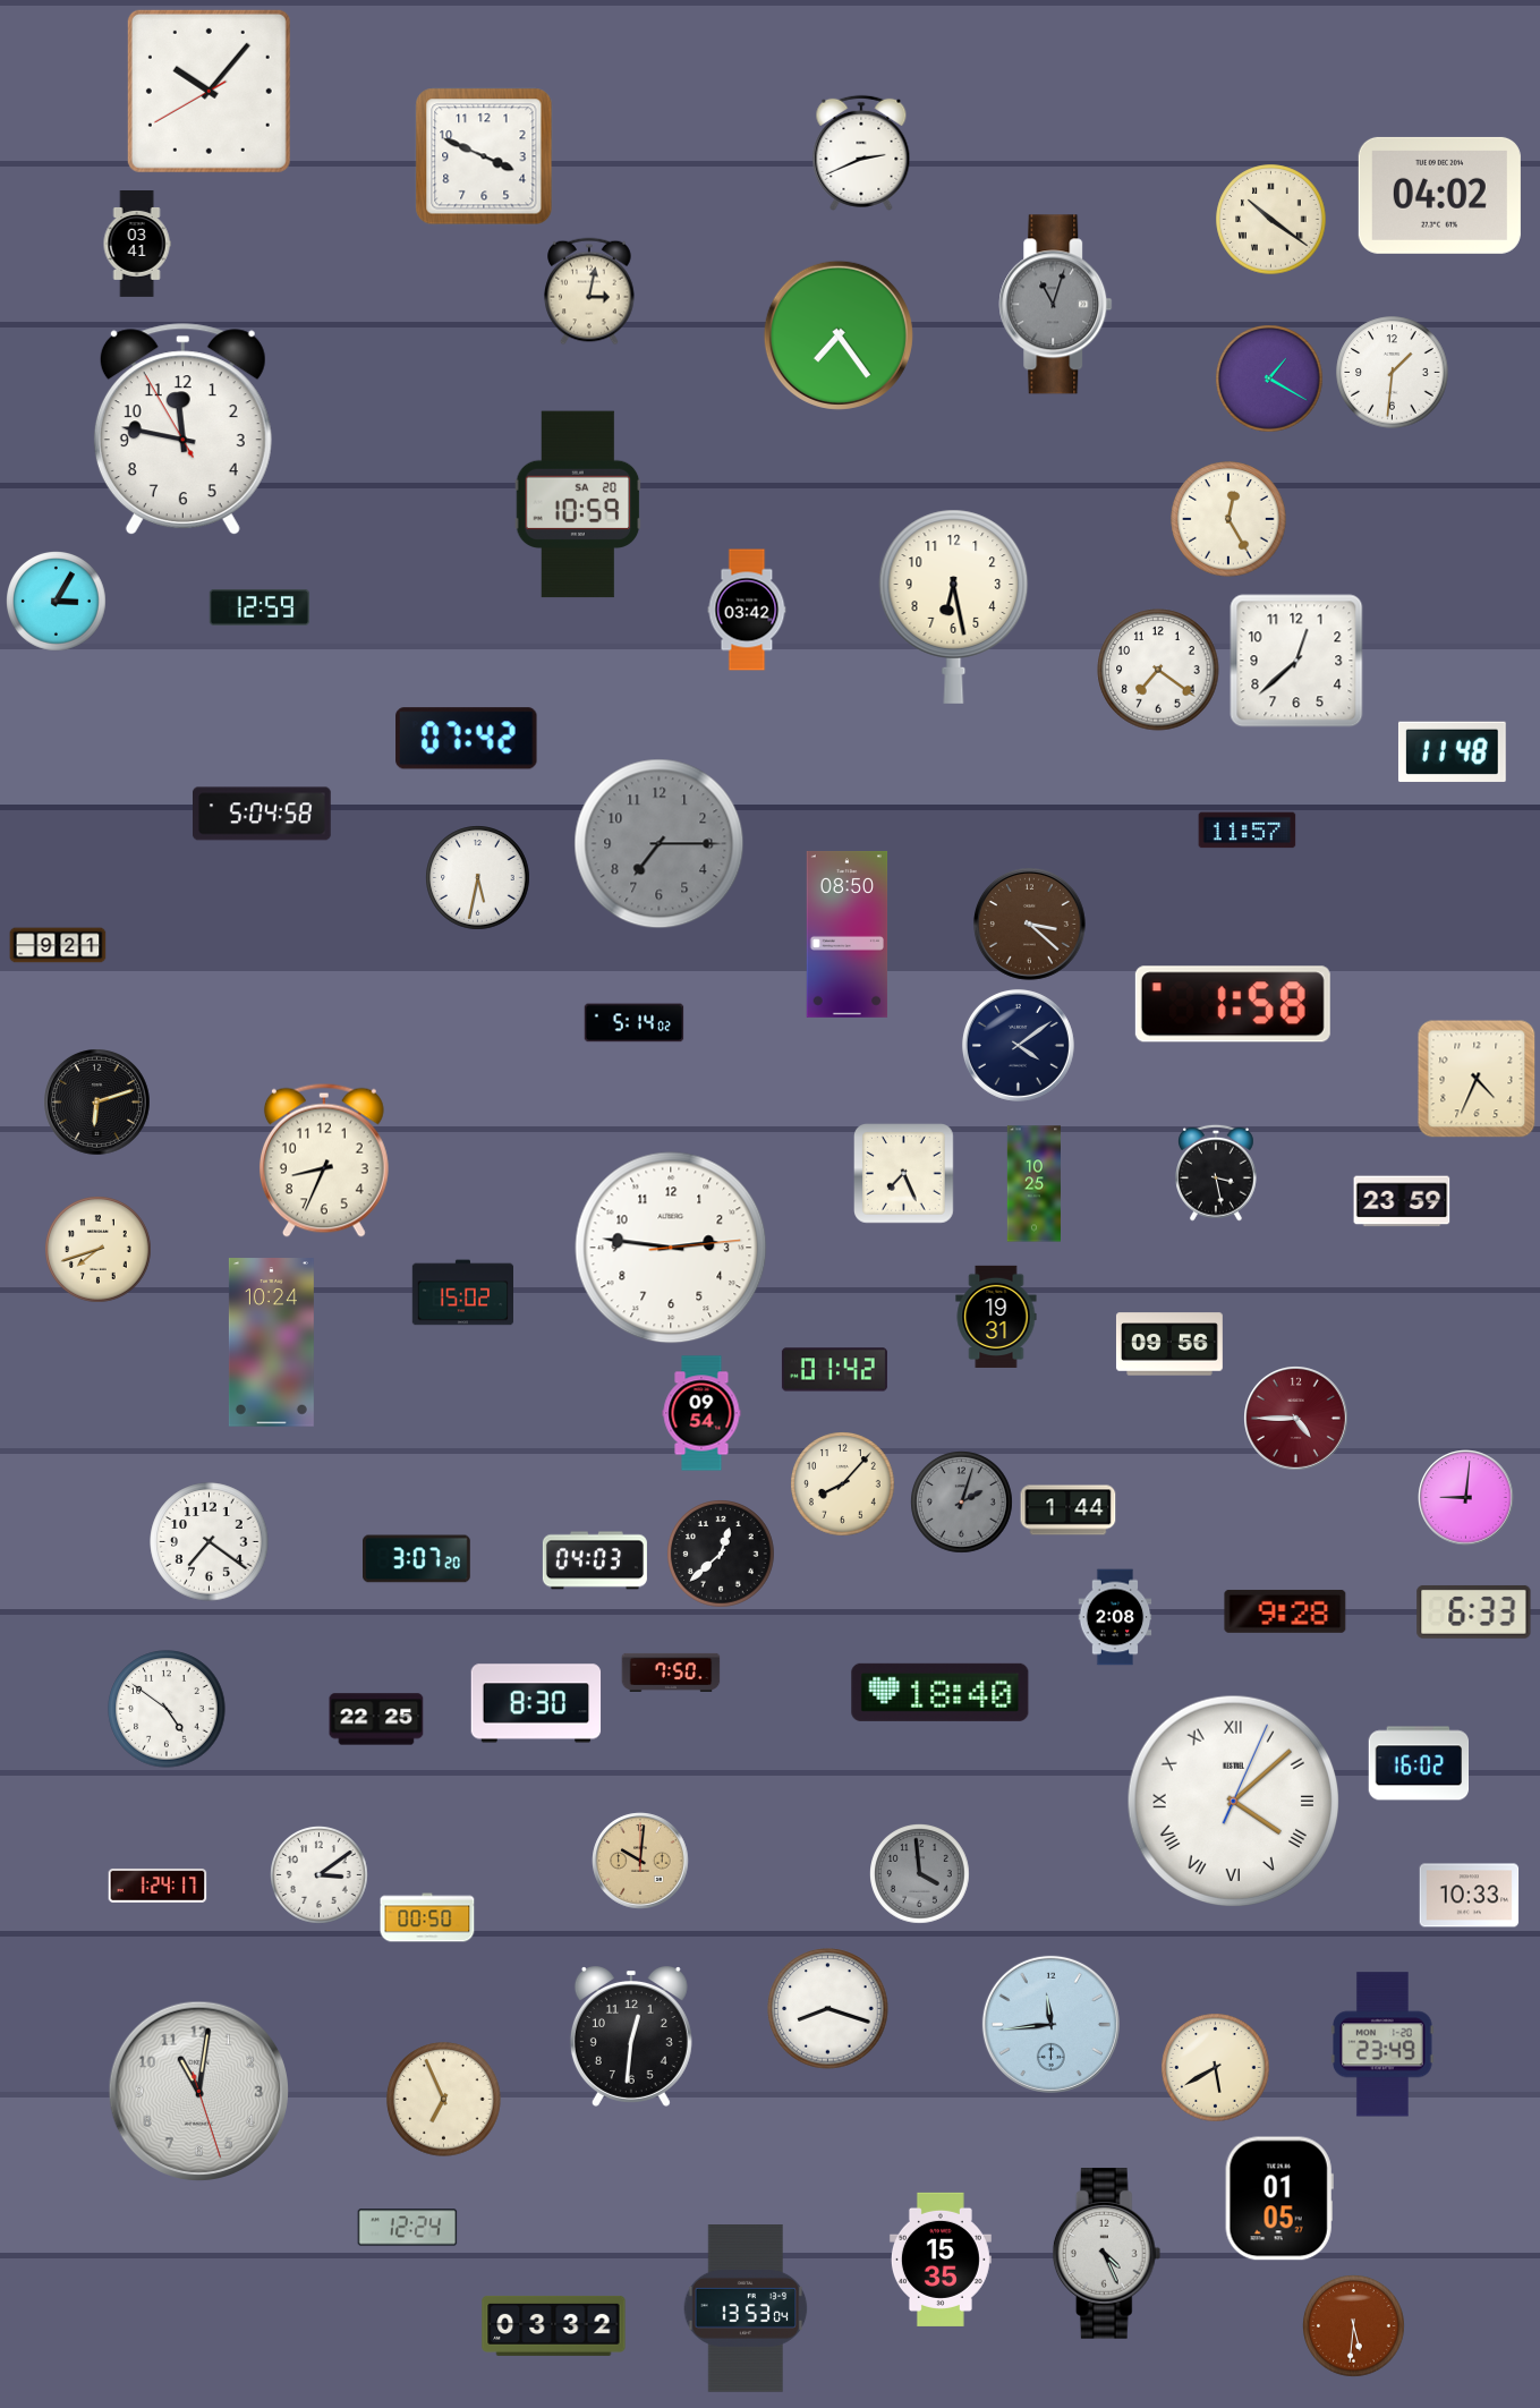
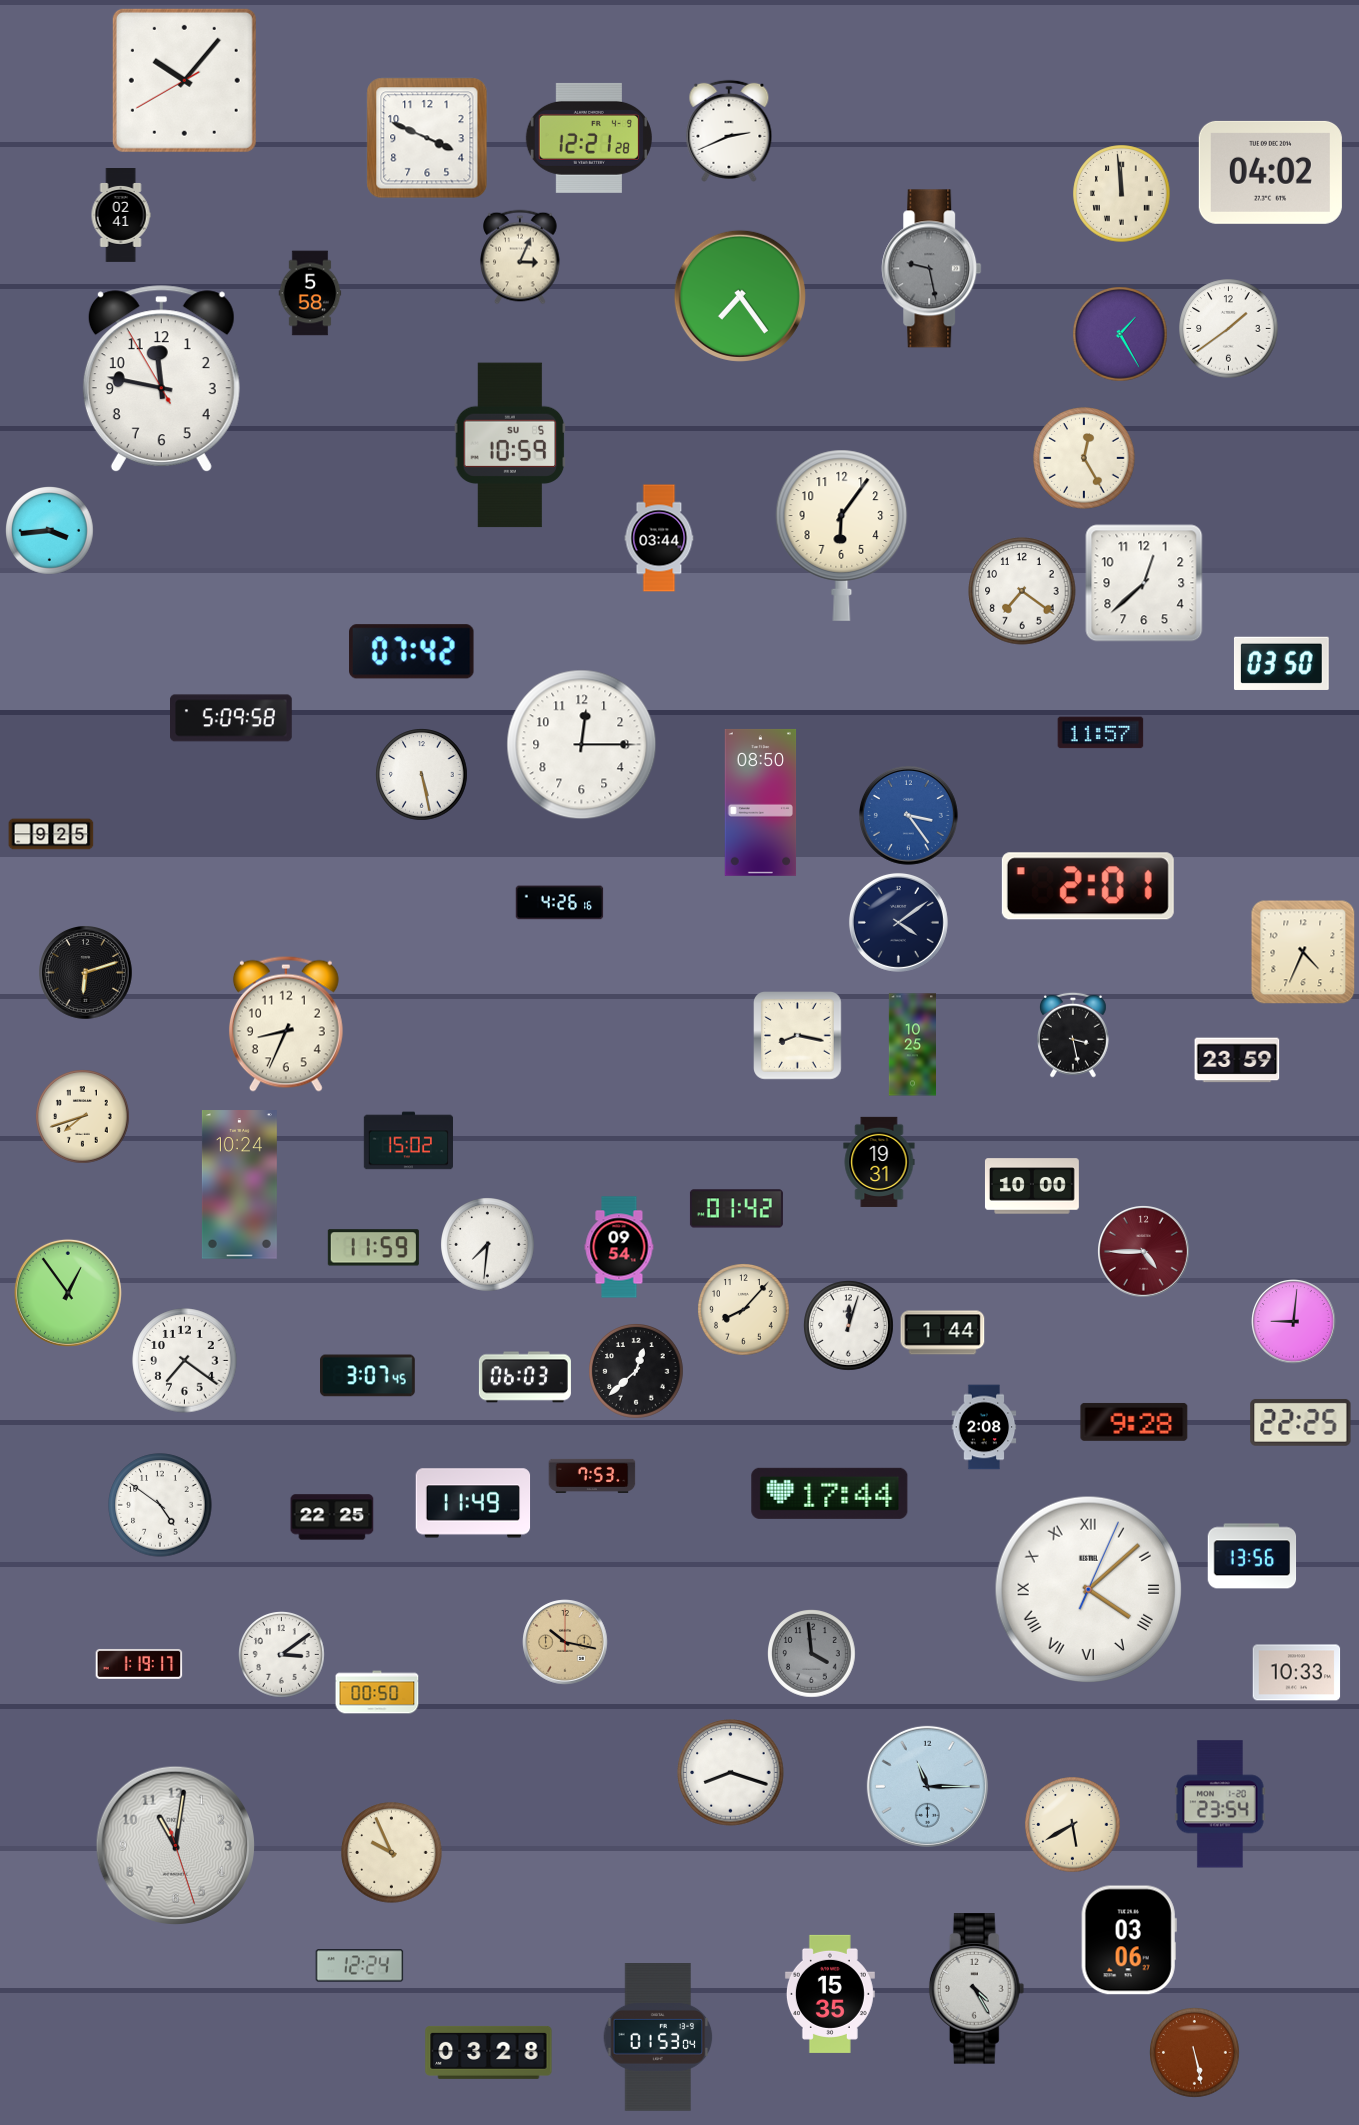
clock at (861, 153) position: (861, 153) -> (729, 131)
clock at (589, 138): none -> 12:21
clock at (1271, 220): 10:21 -> 11:59
clock at (137, 245): 03:41 -> 02:41
clock at (589, 291): 3:02 -> 3:04
clock at (1056, 305): 11:03 -> 9:28
clock at (310, 293): none -> 5:58
clock at (1393, 373): 1:31 -> 1:39
clock at (1269, 378): 1:20 -> 1:25
clock at (578, 504) date: SA 20 -> SU 5
clock at (57, 602): 3:05 -> 3:44
clock at (954, 606): 6:28 -> 6:06
clock at (259, 609): 12:59 -> none
clock at (747, 610): 03:42 -> 03:44
clock at (1452, 751): 11:48 -> 03:50
clock at (263, 814): 5:04 -> 5:09
clock at (660, 844): 7:15 -> 12:15
clock at (660, 844) dial: grey -> white
clock at (478, 878): 5:32 -> 5:28
clock at (1029, 924): 3:22 -> 3:24
clock at (1029, 924) dial: brown -> blue
clock at (848, 934) position: (848, 934) -> (761, 802)
clock at (58, 945): 9:21 -> 9:25
clock at (1233, 1004): 1:58 -> 2:01
clock at (635, 1023): 5:14 -> 4:26
clock at (904, 1174): 7:26 -> 8:17
clock at (671, 1248): 2:46 -> none
clock at (99, 1250) position: (99, 1250) -> (83, 1117)
clock at (1169, 1344): 09:56 -> 10:00
clock at (488, 1245): none -> 7:31
clock at (373, 1248): none -> 11:59
clock at (68, 1293): none -> 12:54
clock at (962, 1503): 2:03 -> 12:03
clock at (962, 1503) dial: grey -> white
clock at (417, 1559): 3:07:20 -> 3:07:45
clock at (595, 1560): 04:03 -> 06:03
clock at (1474, 1611): 6:33 -> 22:25
clock at (671, 1673): 7:50 -> 7:53
clock at (941, 1692): 18:40 -> 17:44
clock at (536, 1703): 8:30 -> 11:49
clock at (167, 1709) position: (167, 1709) -> (160, 1505)
clock at (1419, 1763): 16:02 -> 13:56
clock at (640, 1861): 10:01 -> 10:17
clock at (158, 1886): 1:24 -> 1:19
clock at (1050, 2024): 11:44 -> 11:15
clock at (631, 2037): 12:31 -> none
clock at (1384, 2044): 23:49 -> 23:54
clock at (444, 2100): 6:56 -> 9:56
clock at (1279, 2198): 01:05 -> 03:06
clock at (1107, 2254): 4:26 -> 4:25
clock at (746, 2309): 13:53 -> 01:53
clock at (554, 2325): 03:32 -> 03:28
clock at (1354, 2326): 5:31 -> 5:28
